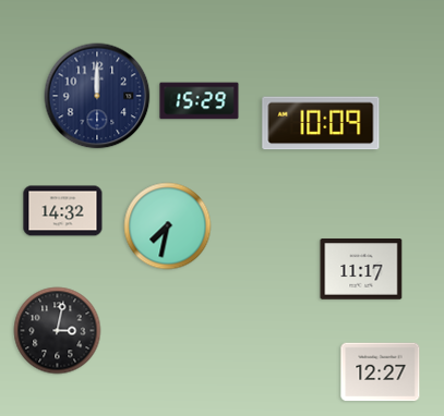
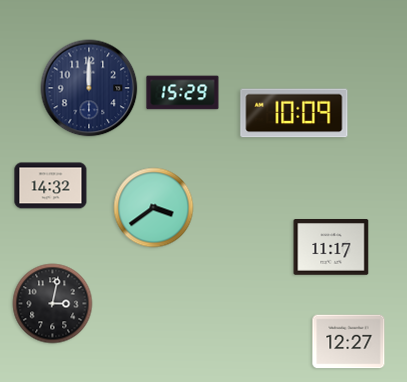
clock at (63, 211) position: (63, 211) -> (51, 186)
clock at (168, 227): 7:32 -> 3:39
